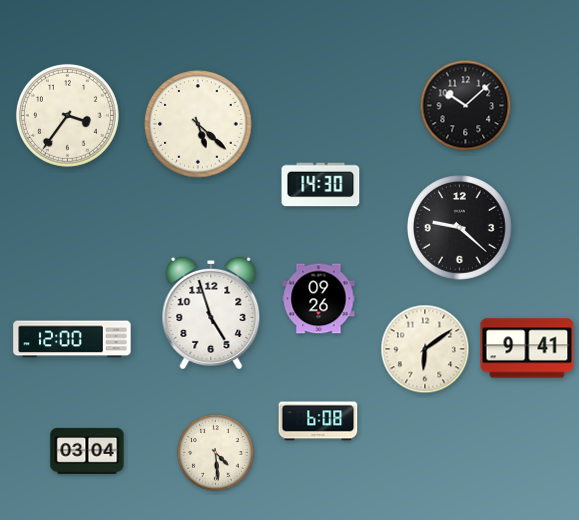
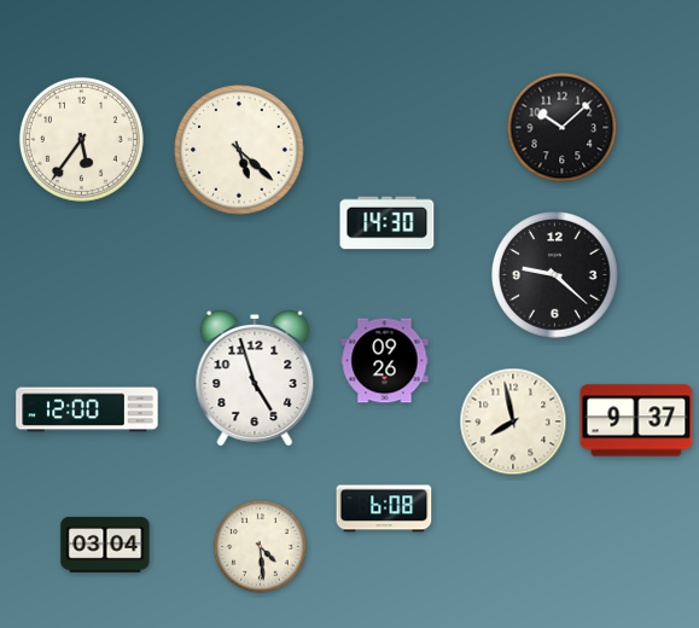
clock at (67, 115): 3:36 -> 5:36
clock at (527, 348): 9:41 -> 9:37
clock at (425, 349): 6:09 -> 7:58
